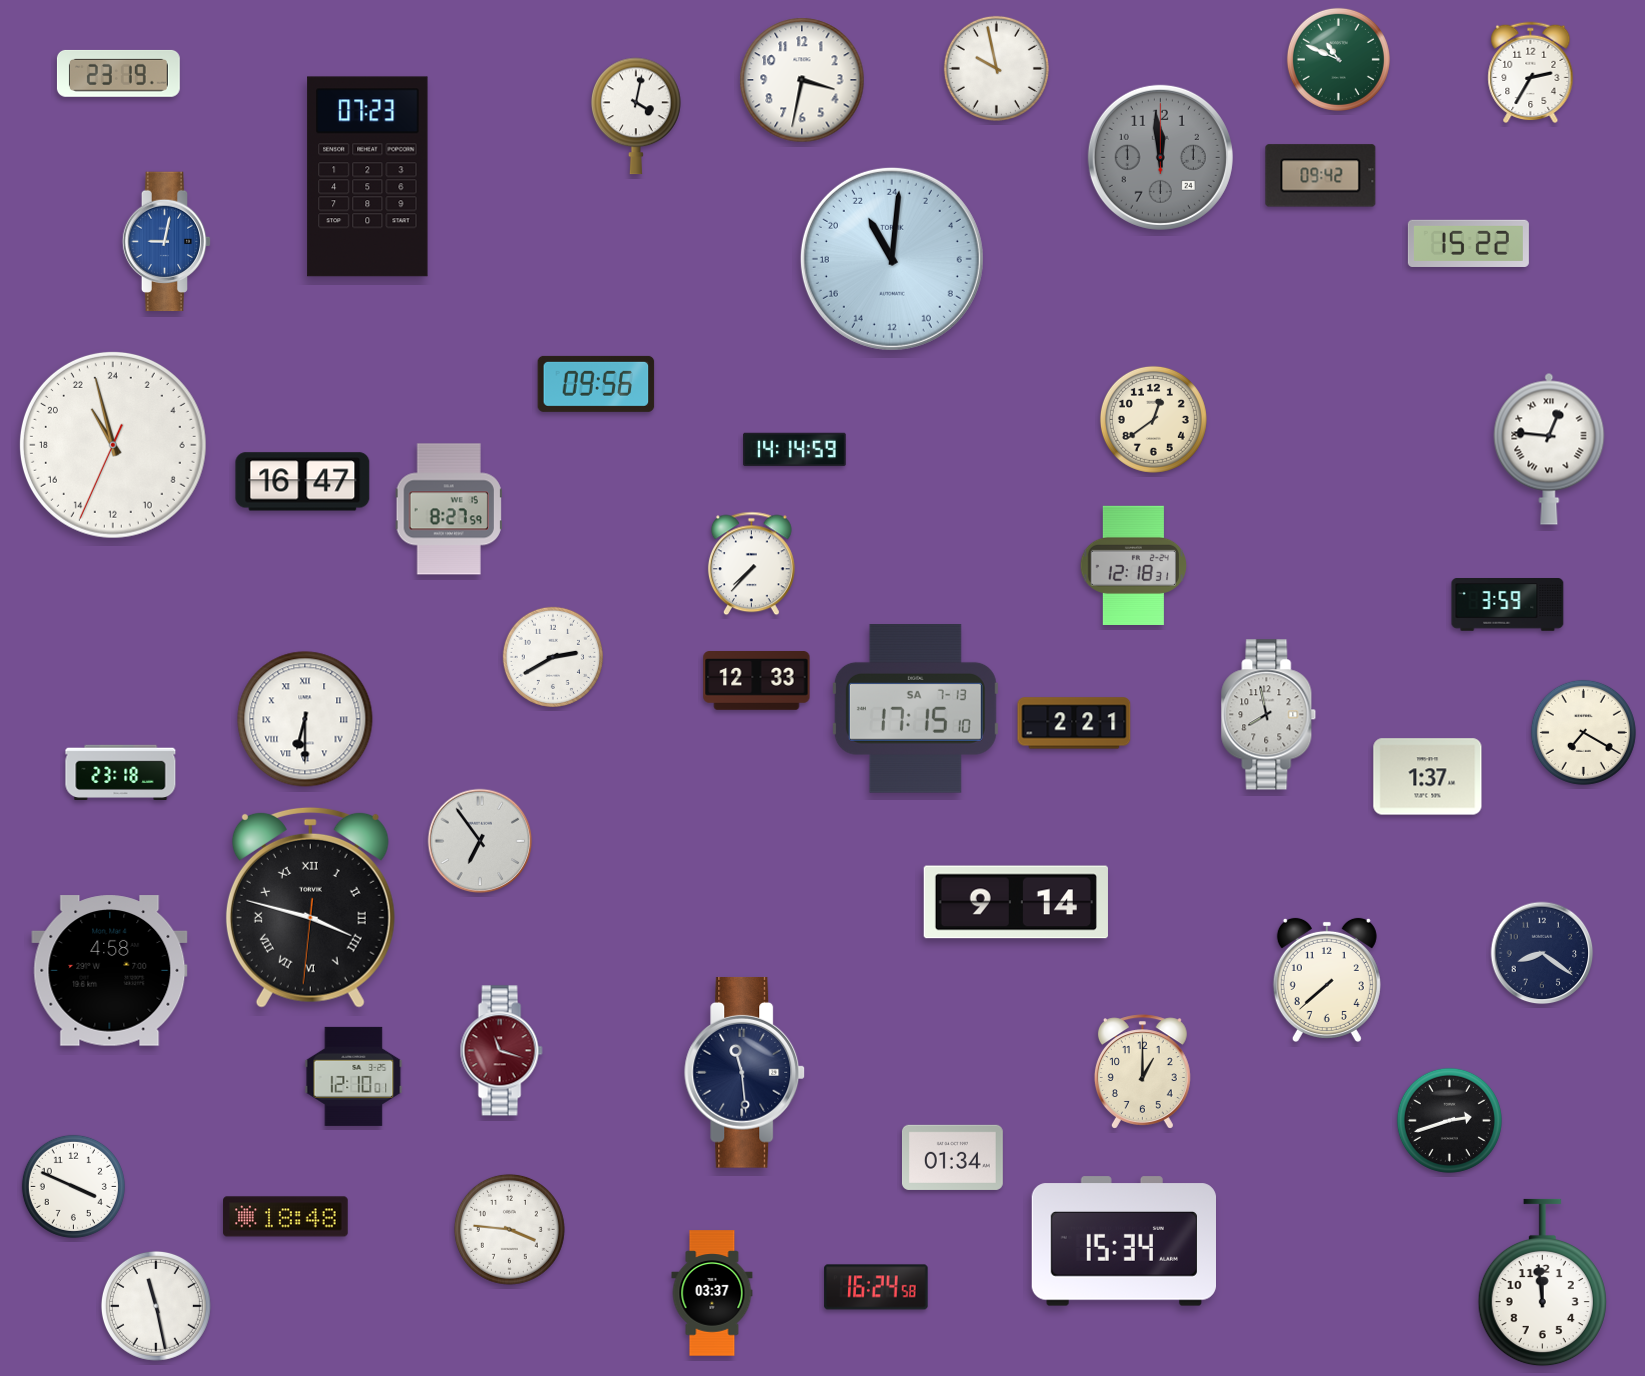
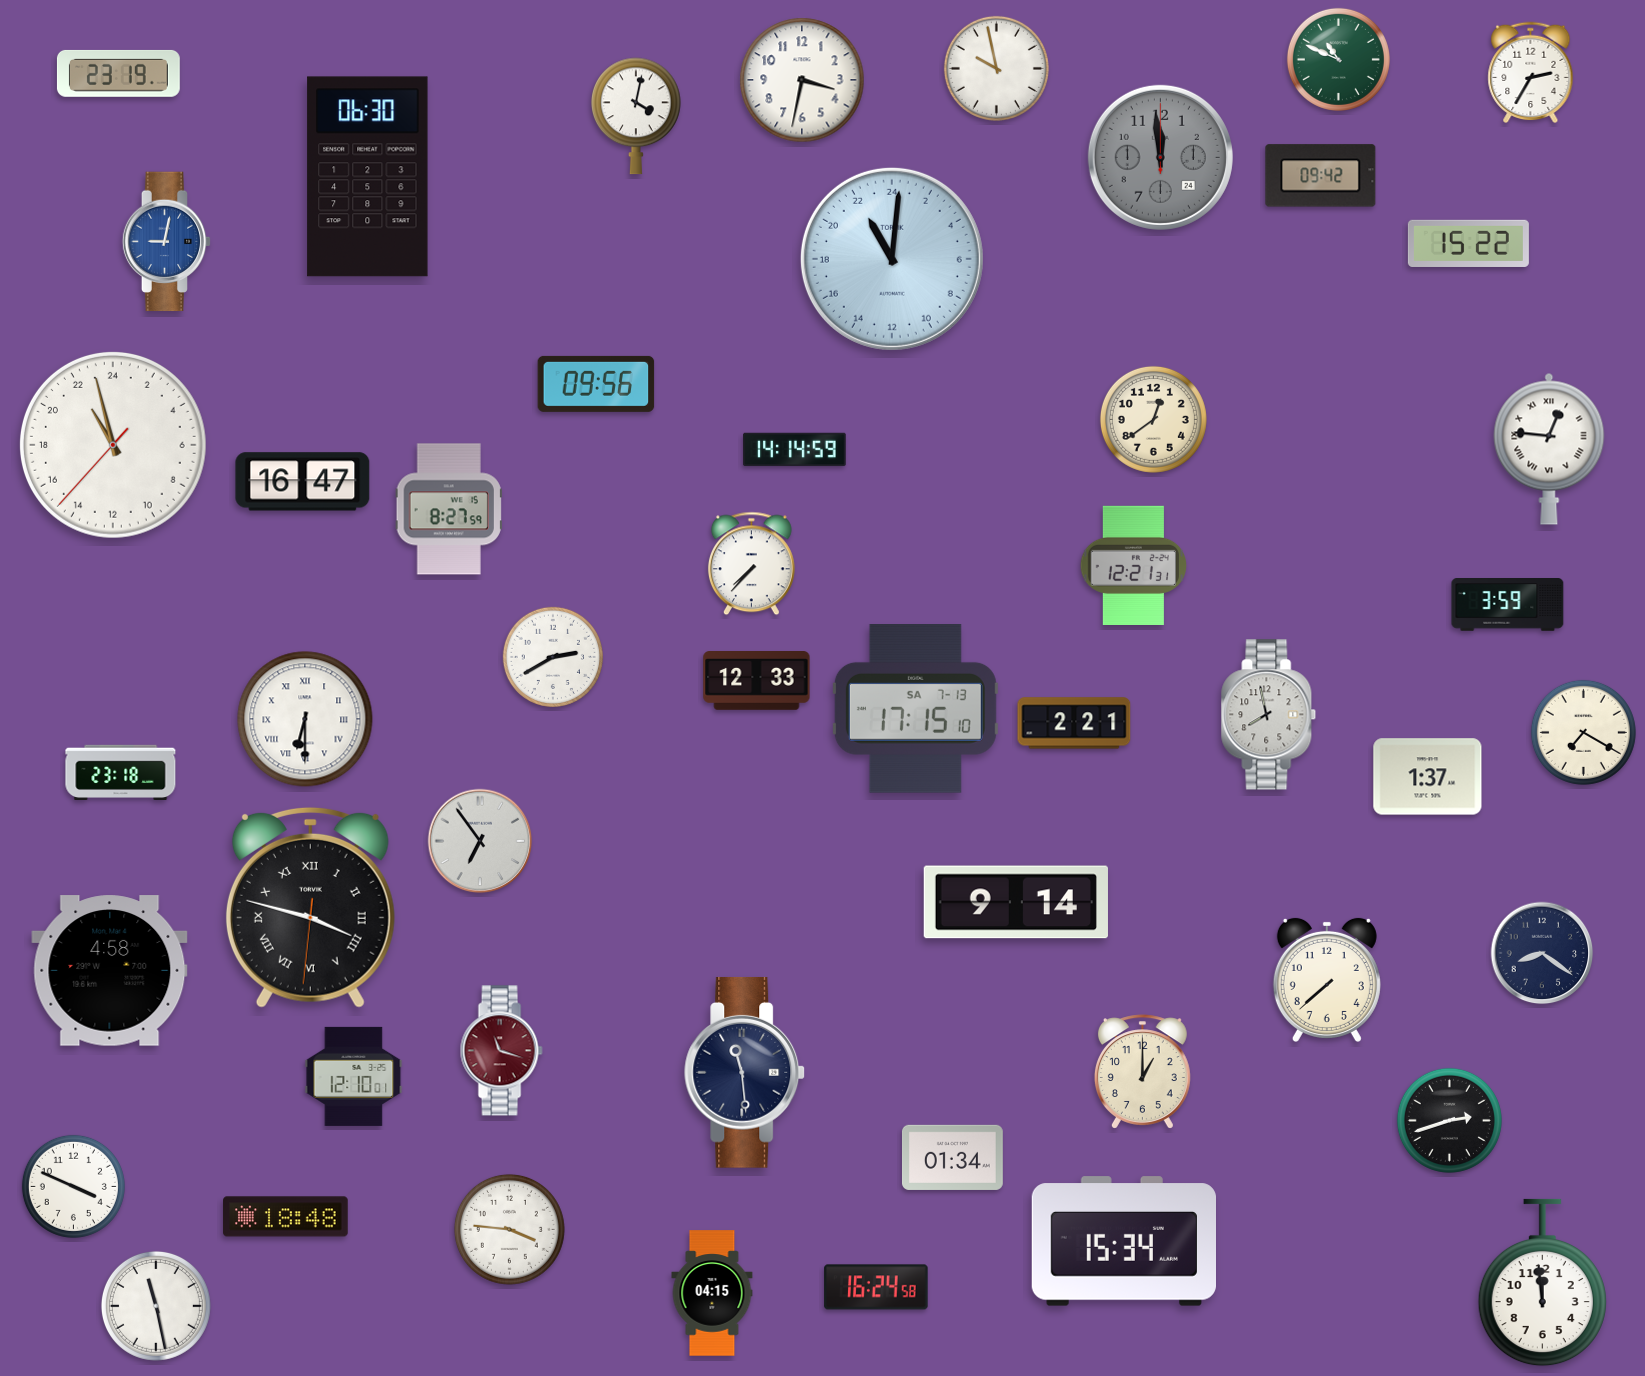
clock at (368, 177): 07:23 -> 06:30
clock at (113, 445): 21:57:34 -> 21:57:37
clock at (1133, 565): 12:18 -> 12:21
clock at (712, 1293): 03:37 -> 04:15
